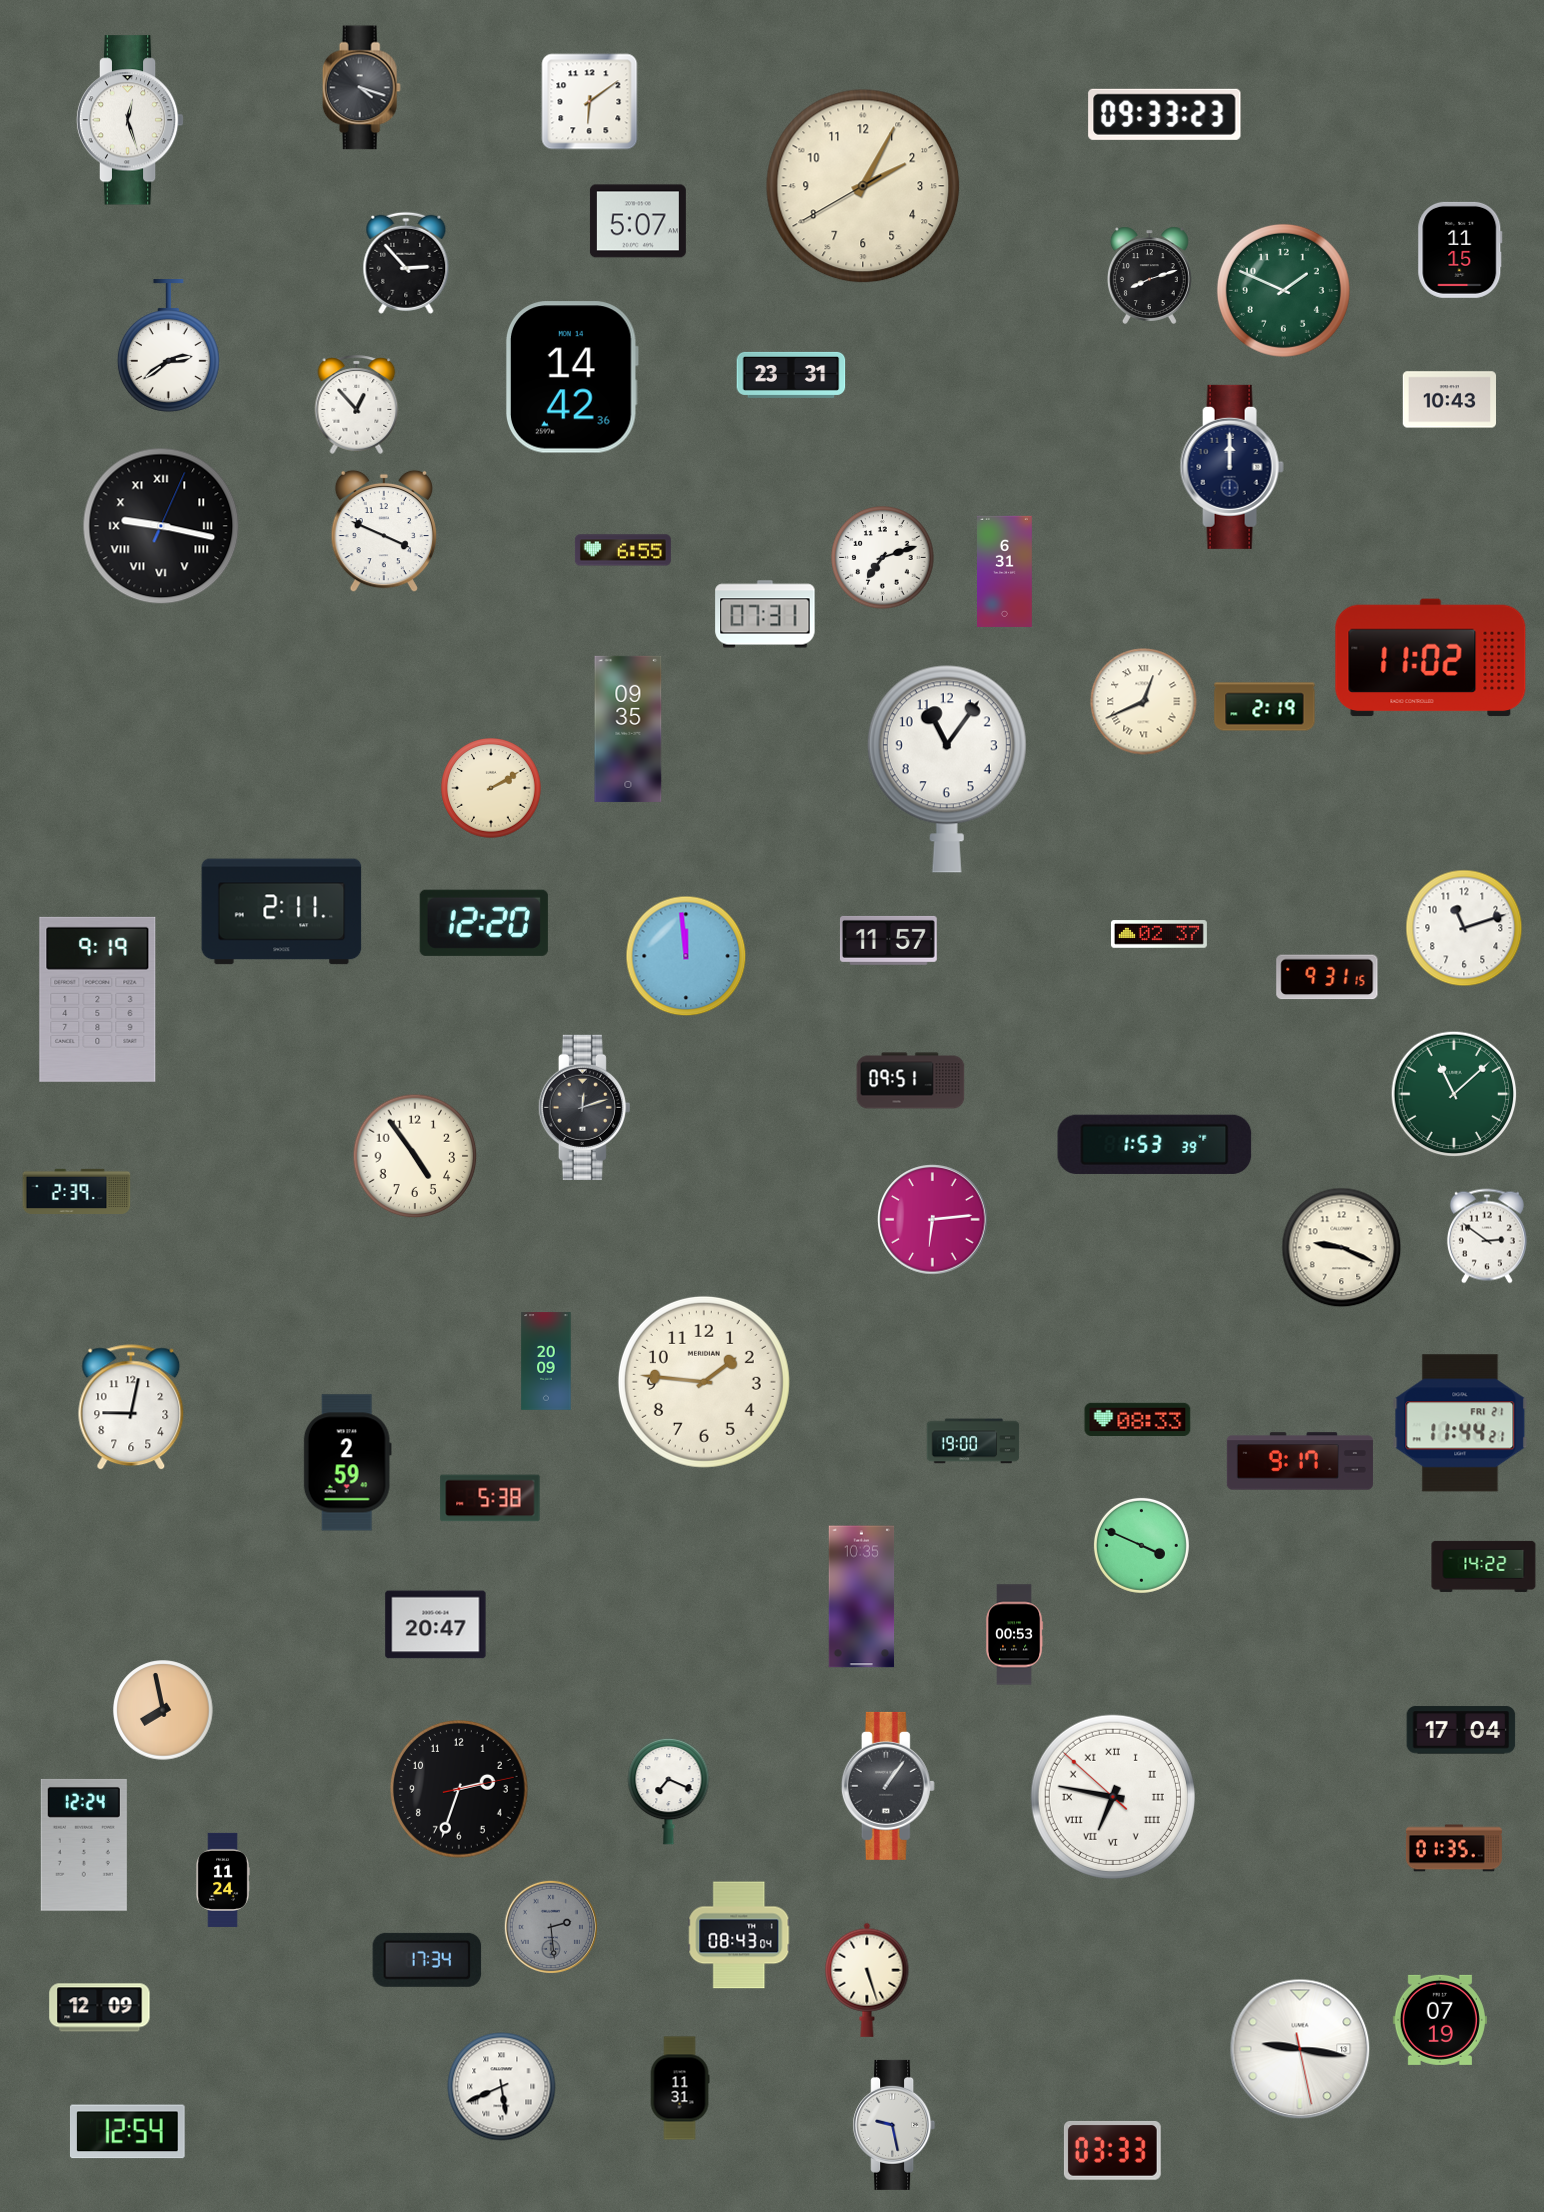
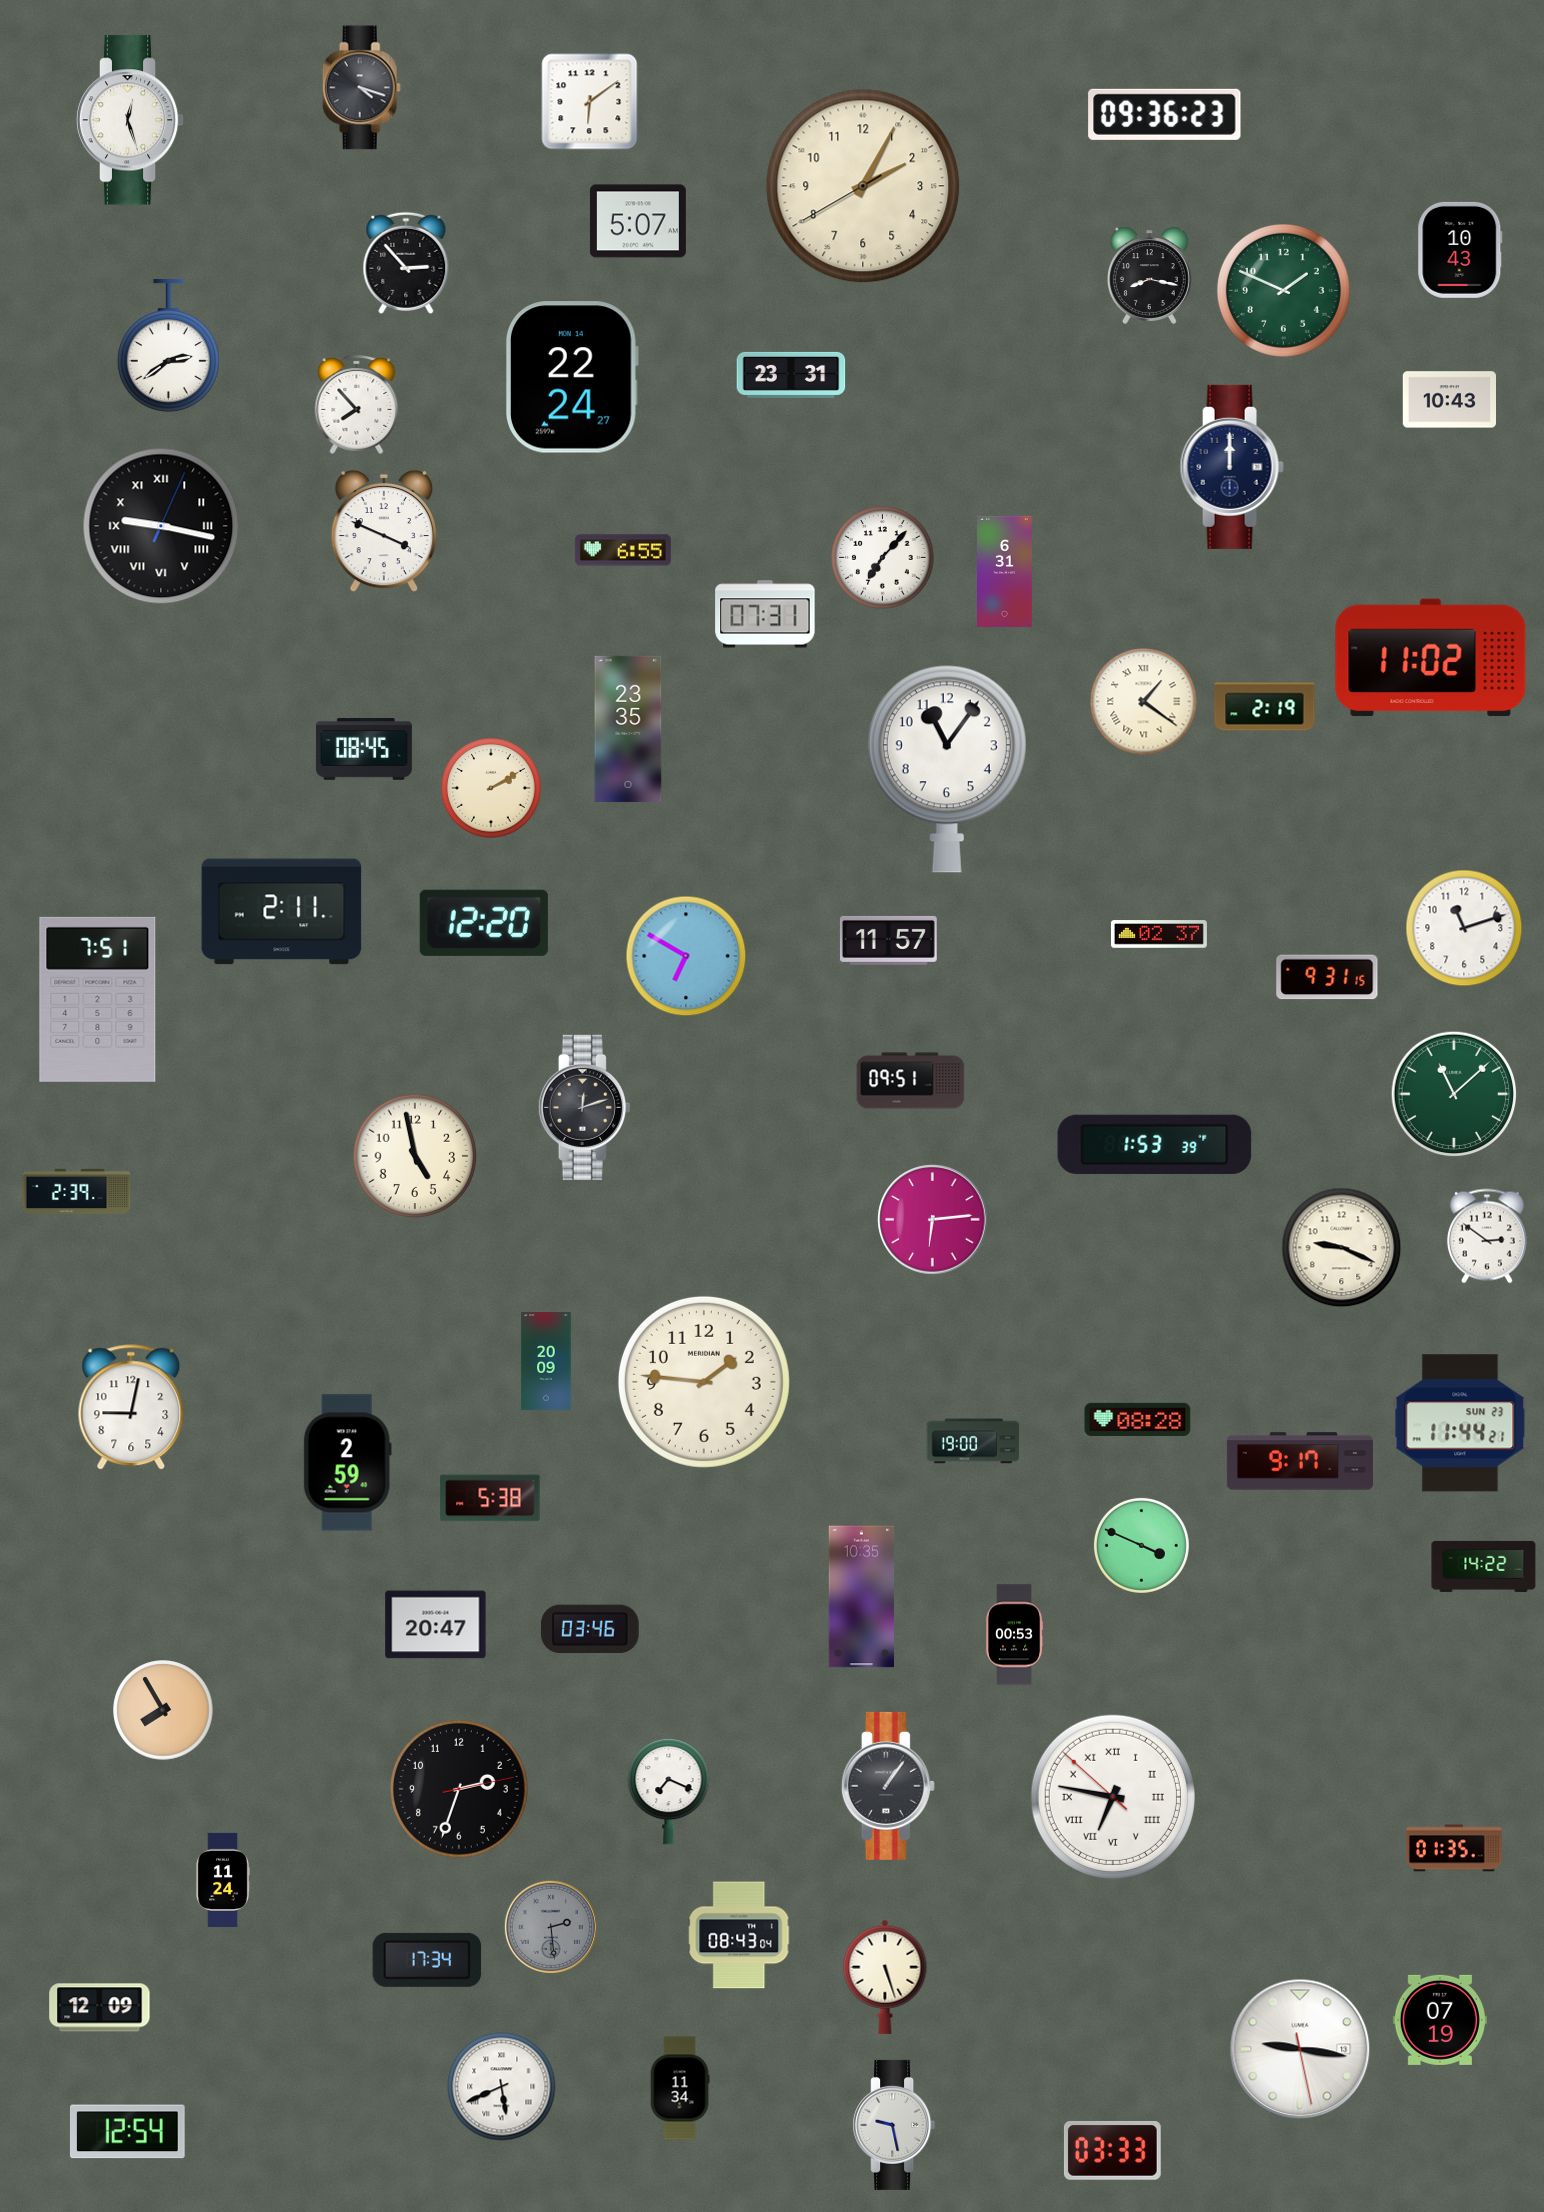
clock at (1165, 114): 09:33 -> 09:36
clock at (1460, 250): 11:15 -> 10:43
clock at (1149, 275): 8:12 -> 8:17
clock at (572, 377): 14:42 -> 22:24
clock at (357, 404): 12:53 -> 7:53
clock at (883, 558): 7:12 -> 7:07
clock at (1144, 702): 12:41 -> 1:21
clock at (628, 729): 09:35 -> 23:35
clock at (364, 750): none -> 08:45
clock at (686, 956): 11:59 -> 6:50
clock at (98, 999): 9:19 -> 7:51
clock at (415, 1156): 4:54 -> 4:58
clock at (1138, 1419): 08:33 -> 08:28
clock at (1460, 1423) date: FRI 21 -> SUN 23
clock at (591, 1629): none -> 03:46
clock at (163, 1710): 7:58 -> 7:55
clock at (1461, 1730): 17:04 -> none
clock at (84, 1845): 12:24 -> none
clock at (867, 1980) position: (867, 1980) -> (885, 1977)
clock at (680, 2088): 11:31 -> 11:34
